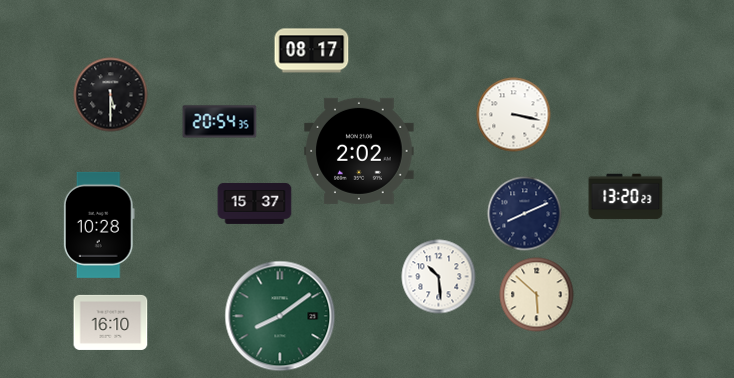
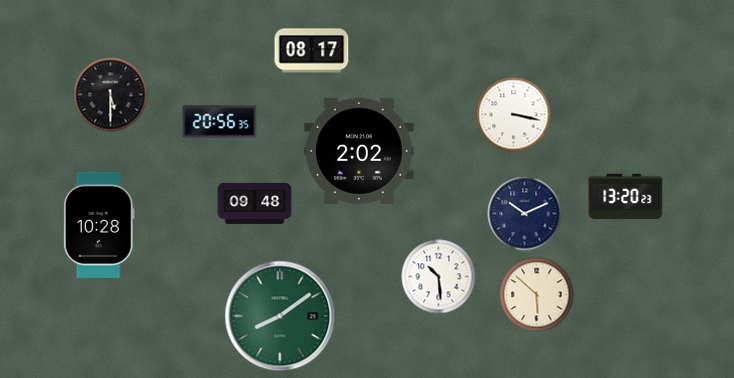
clock at (220, 122): 20:54 -> 20:56
clock at (255, 203): 15:37 -> 09:48
clock at (525, 214): 8:11 -> 10:11
clock at (111, 322): 16:10 -> none
